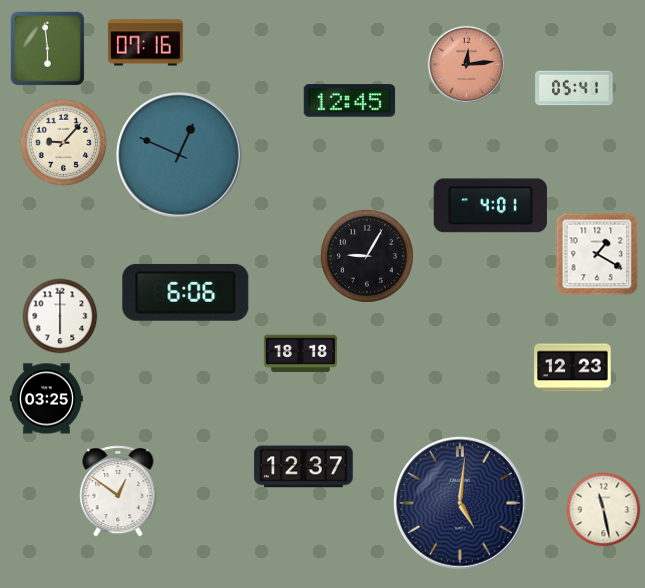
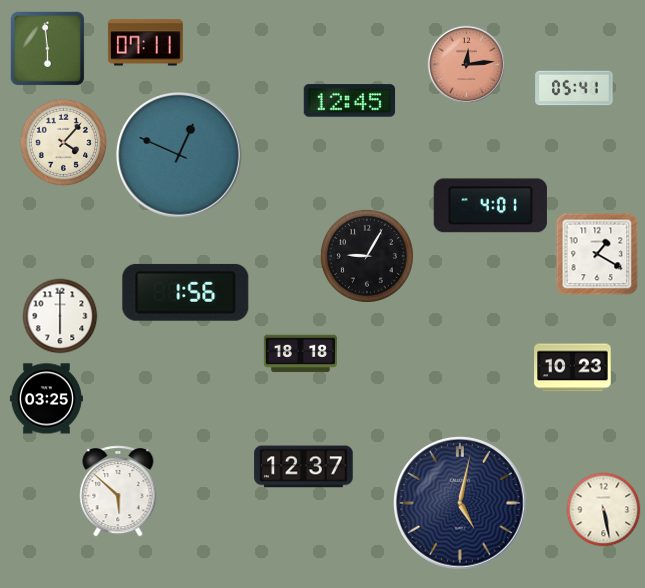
clock at (145, 43): 07:16 -> 07:11
clock at (63, 142): 9:07 -> 4:07
clock at (186, 292): 6:06 -> 1:56
clock at (573, 368): 12:23 -> 10:23
clock at (118, 491): 12:51 -> 5:52
clock at (460, 503): 5:01 -> 5:02
clock at (604, 510): 11:28 -> 5:28
